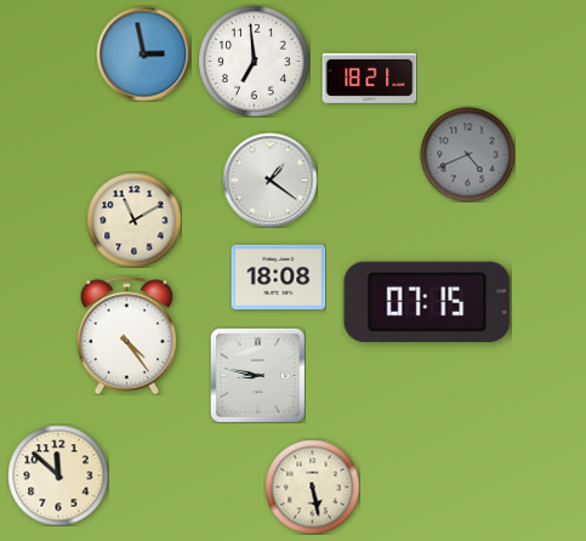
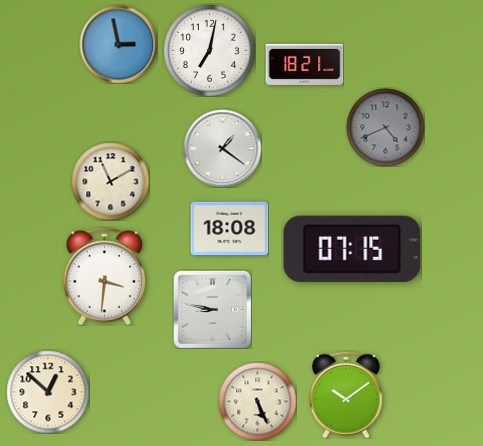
clock at (254, 61): 6:59 -> 7:02
clock at (127, 335): 4:24 -> 3:31
clock at (58, 475): 11:52 -> 12:52
clock at (346, 395): none -> 10:09
clock at (312, 486): 5:28 -> 5:26
